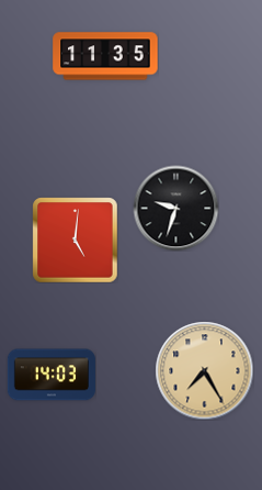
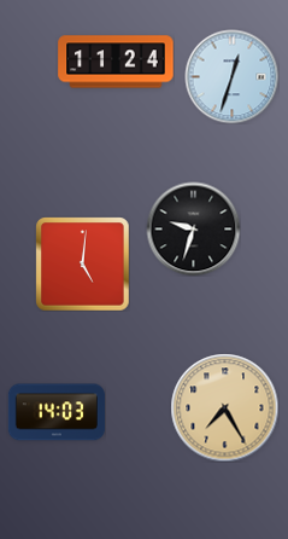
clock at (105, 56): 11:35 -> 11:24
clock at (231, 76): none -> 12:33
